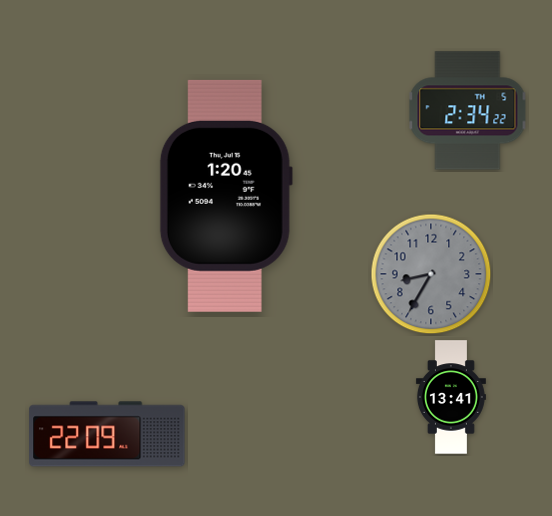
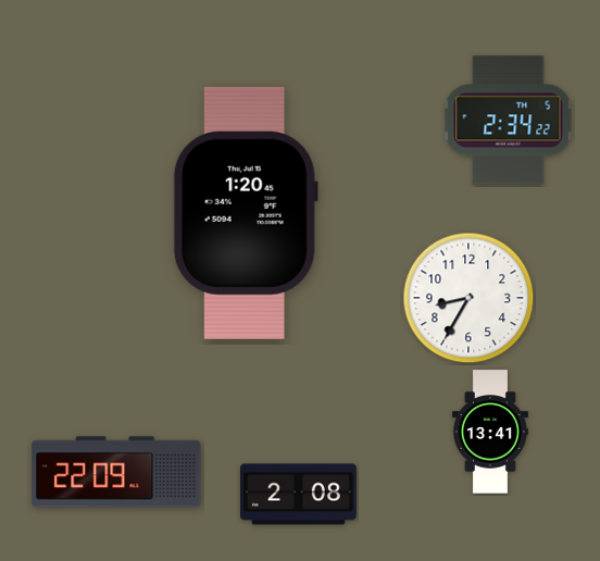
clock at (431, 274) dial: grey -> white
clock at (299, 495): none -> 2:08
